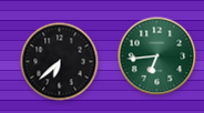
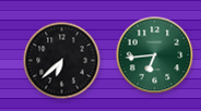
clock at (60, 62) position: (60, 62) -> (62, 61)
